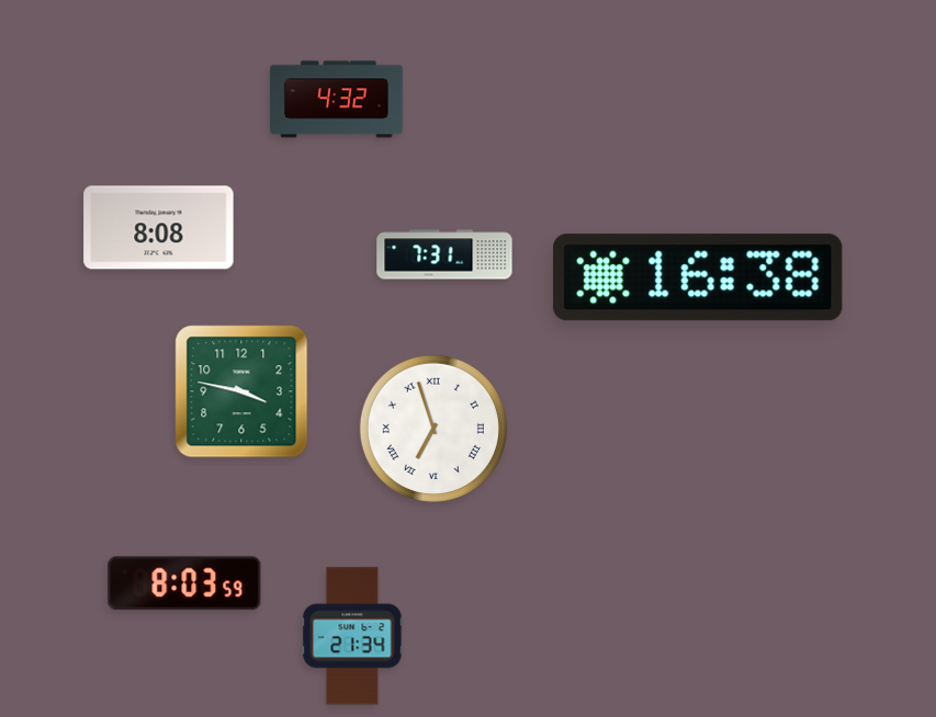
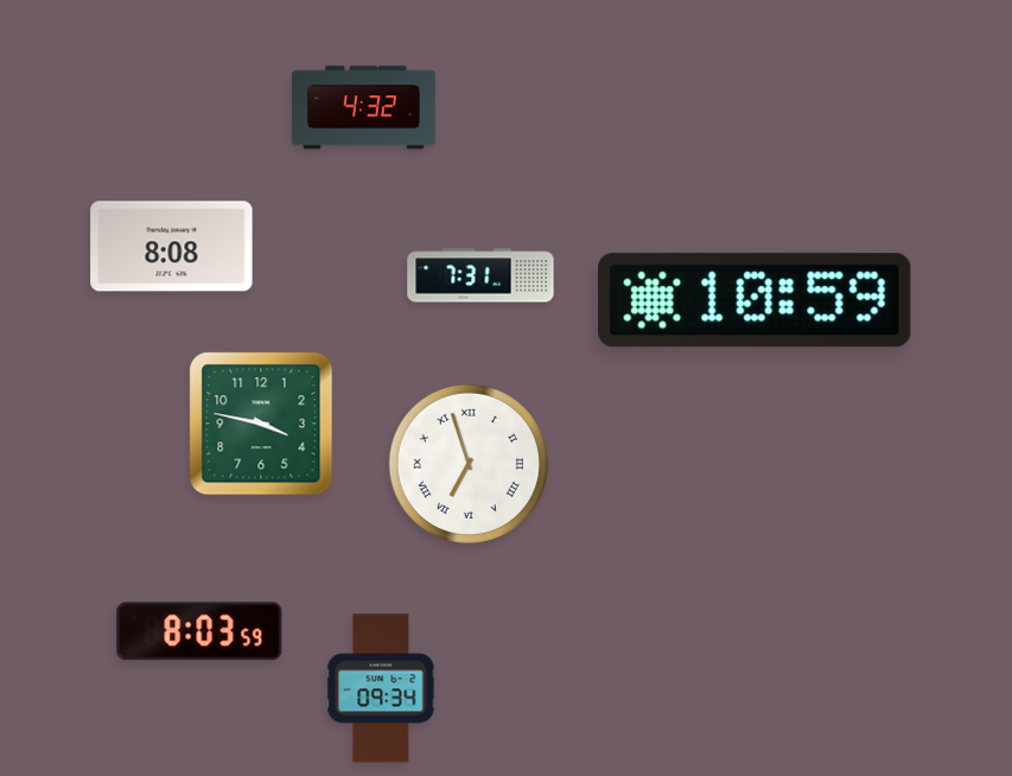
clock at (698, 277): 16:38 -> 10:59
clock at (352, 636): 21:34 -> 09:34
